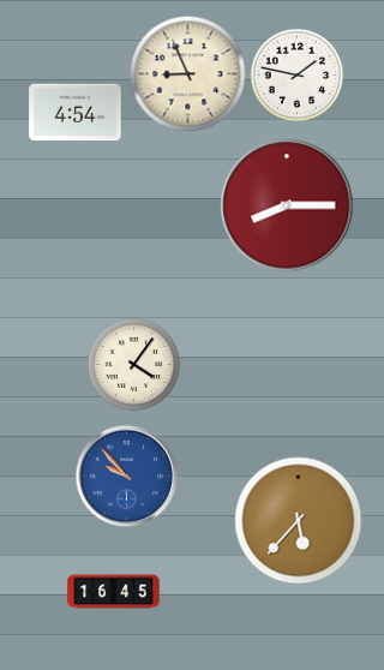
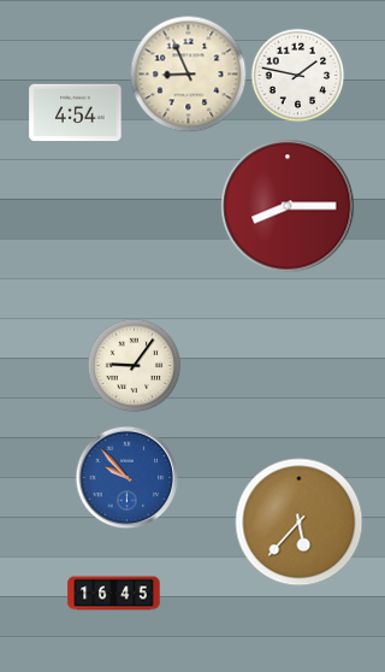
clock at (133, 364): 4:06 -> 9:06
